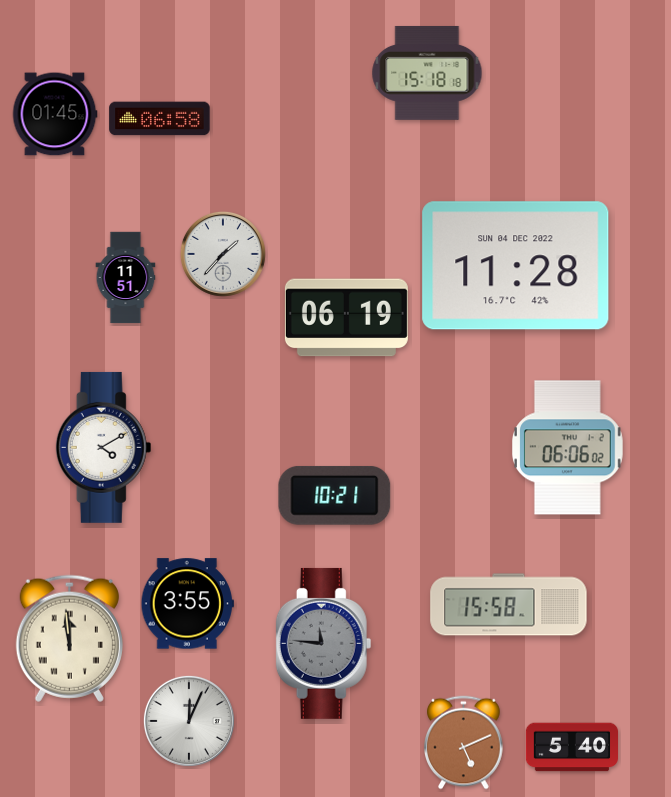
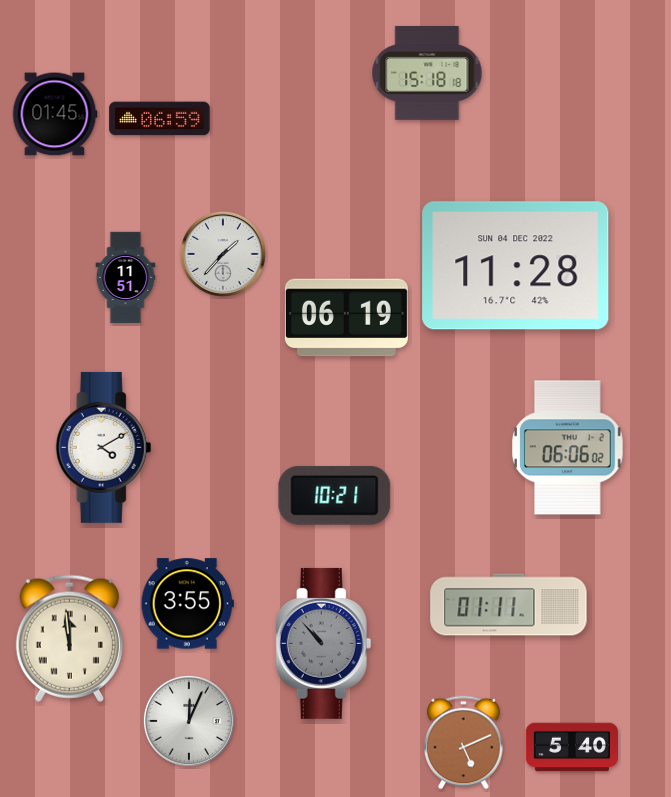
clock at (160, 119): 06:58 -> 06:59
clock at (509, 605): 15:58 -> 01:11
clock at (324, 643): 11:46 -> 10:53
